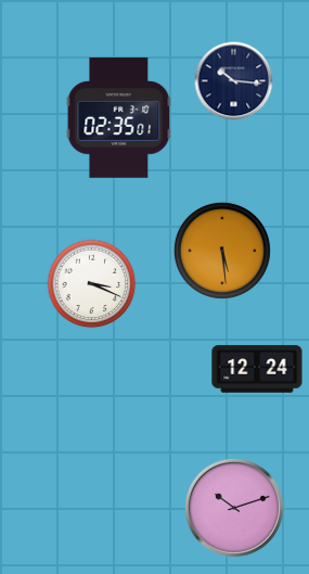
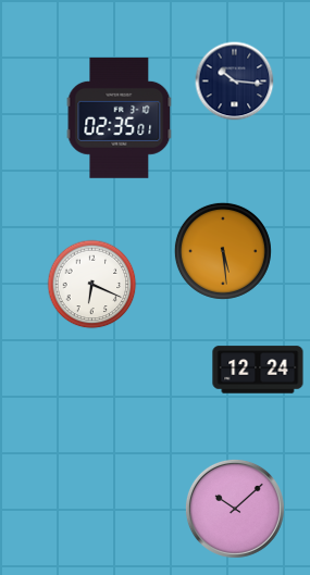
clock at (92, 284): 3:19 -> 6:19
clock at (234, 508): 10:12 -> 10:08
